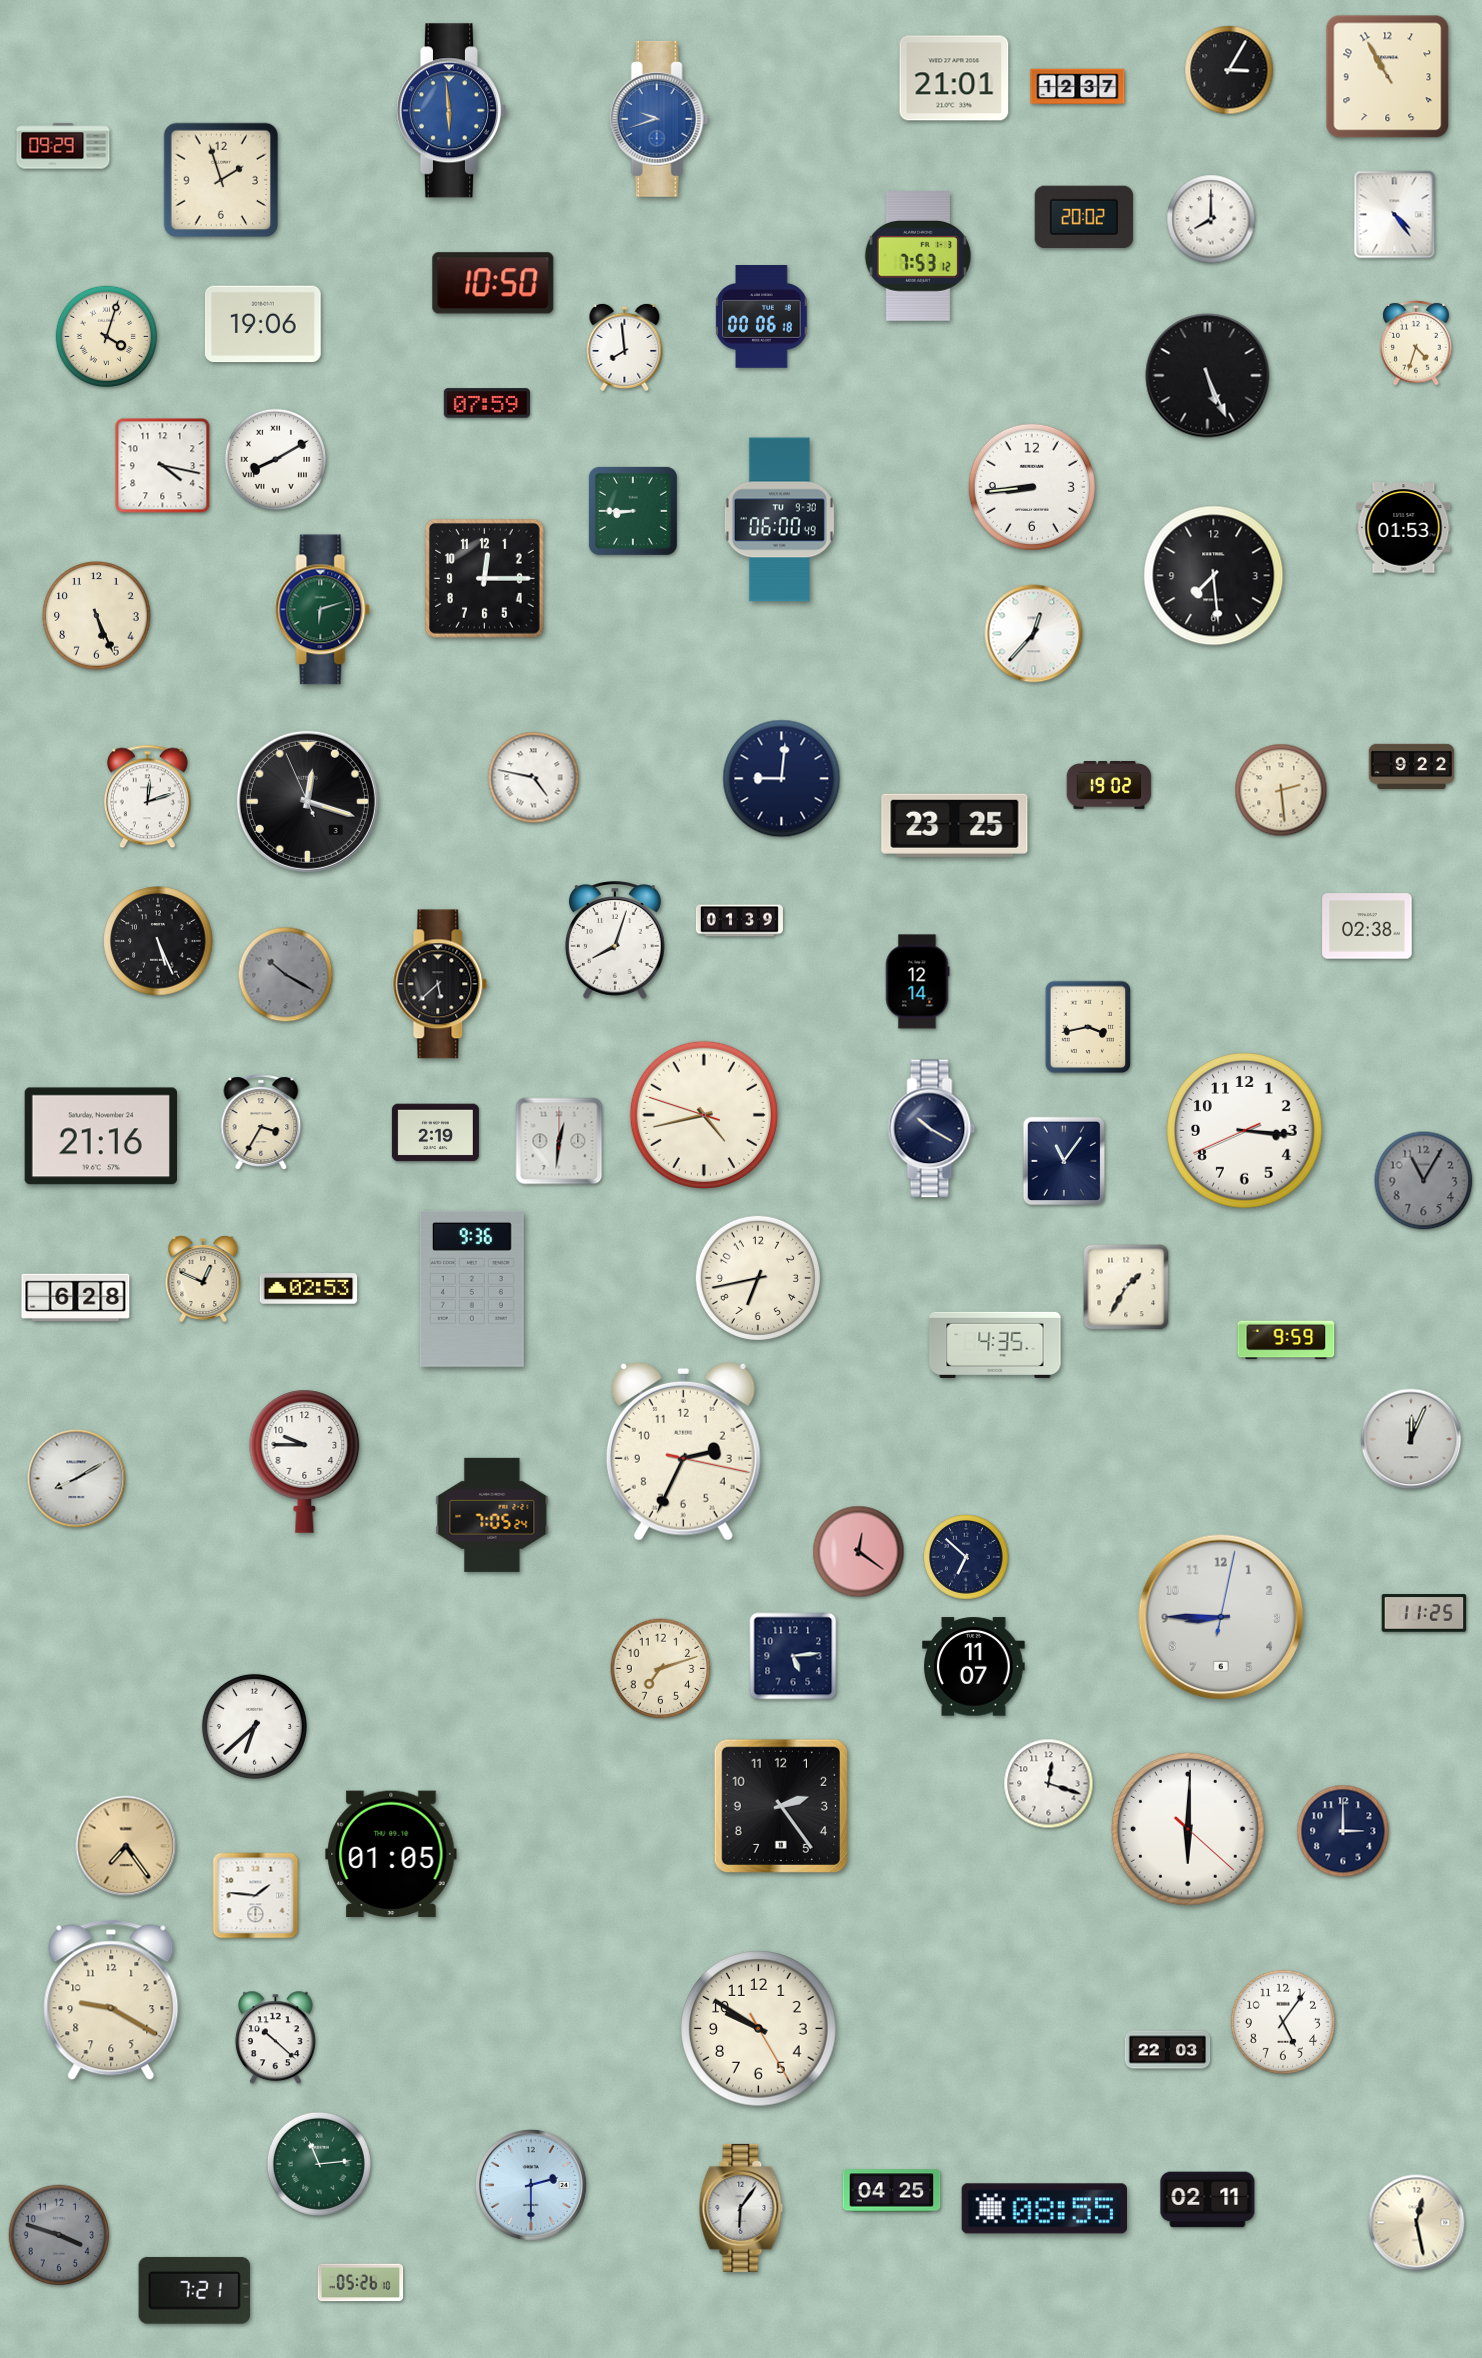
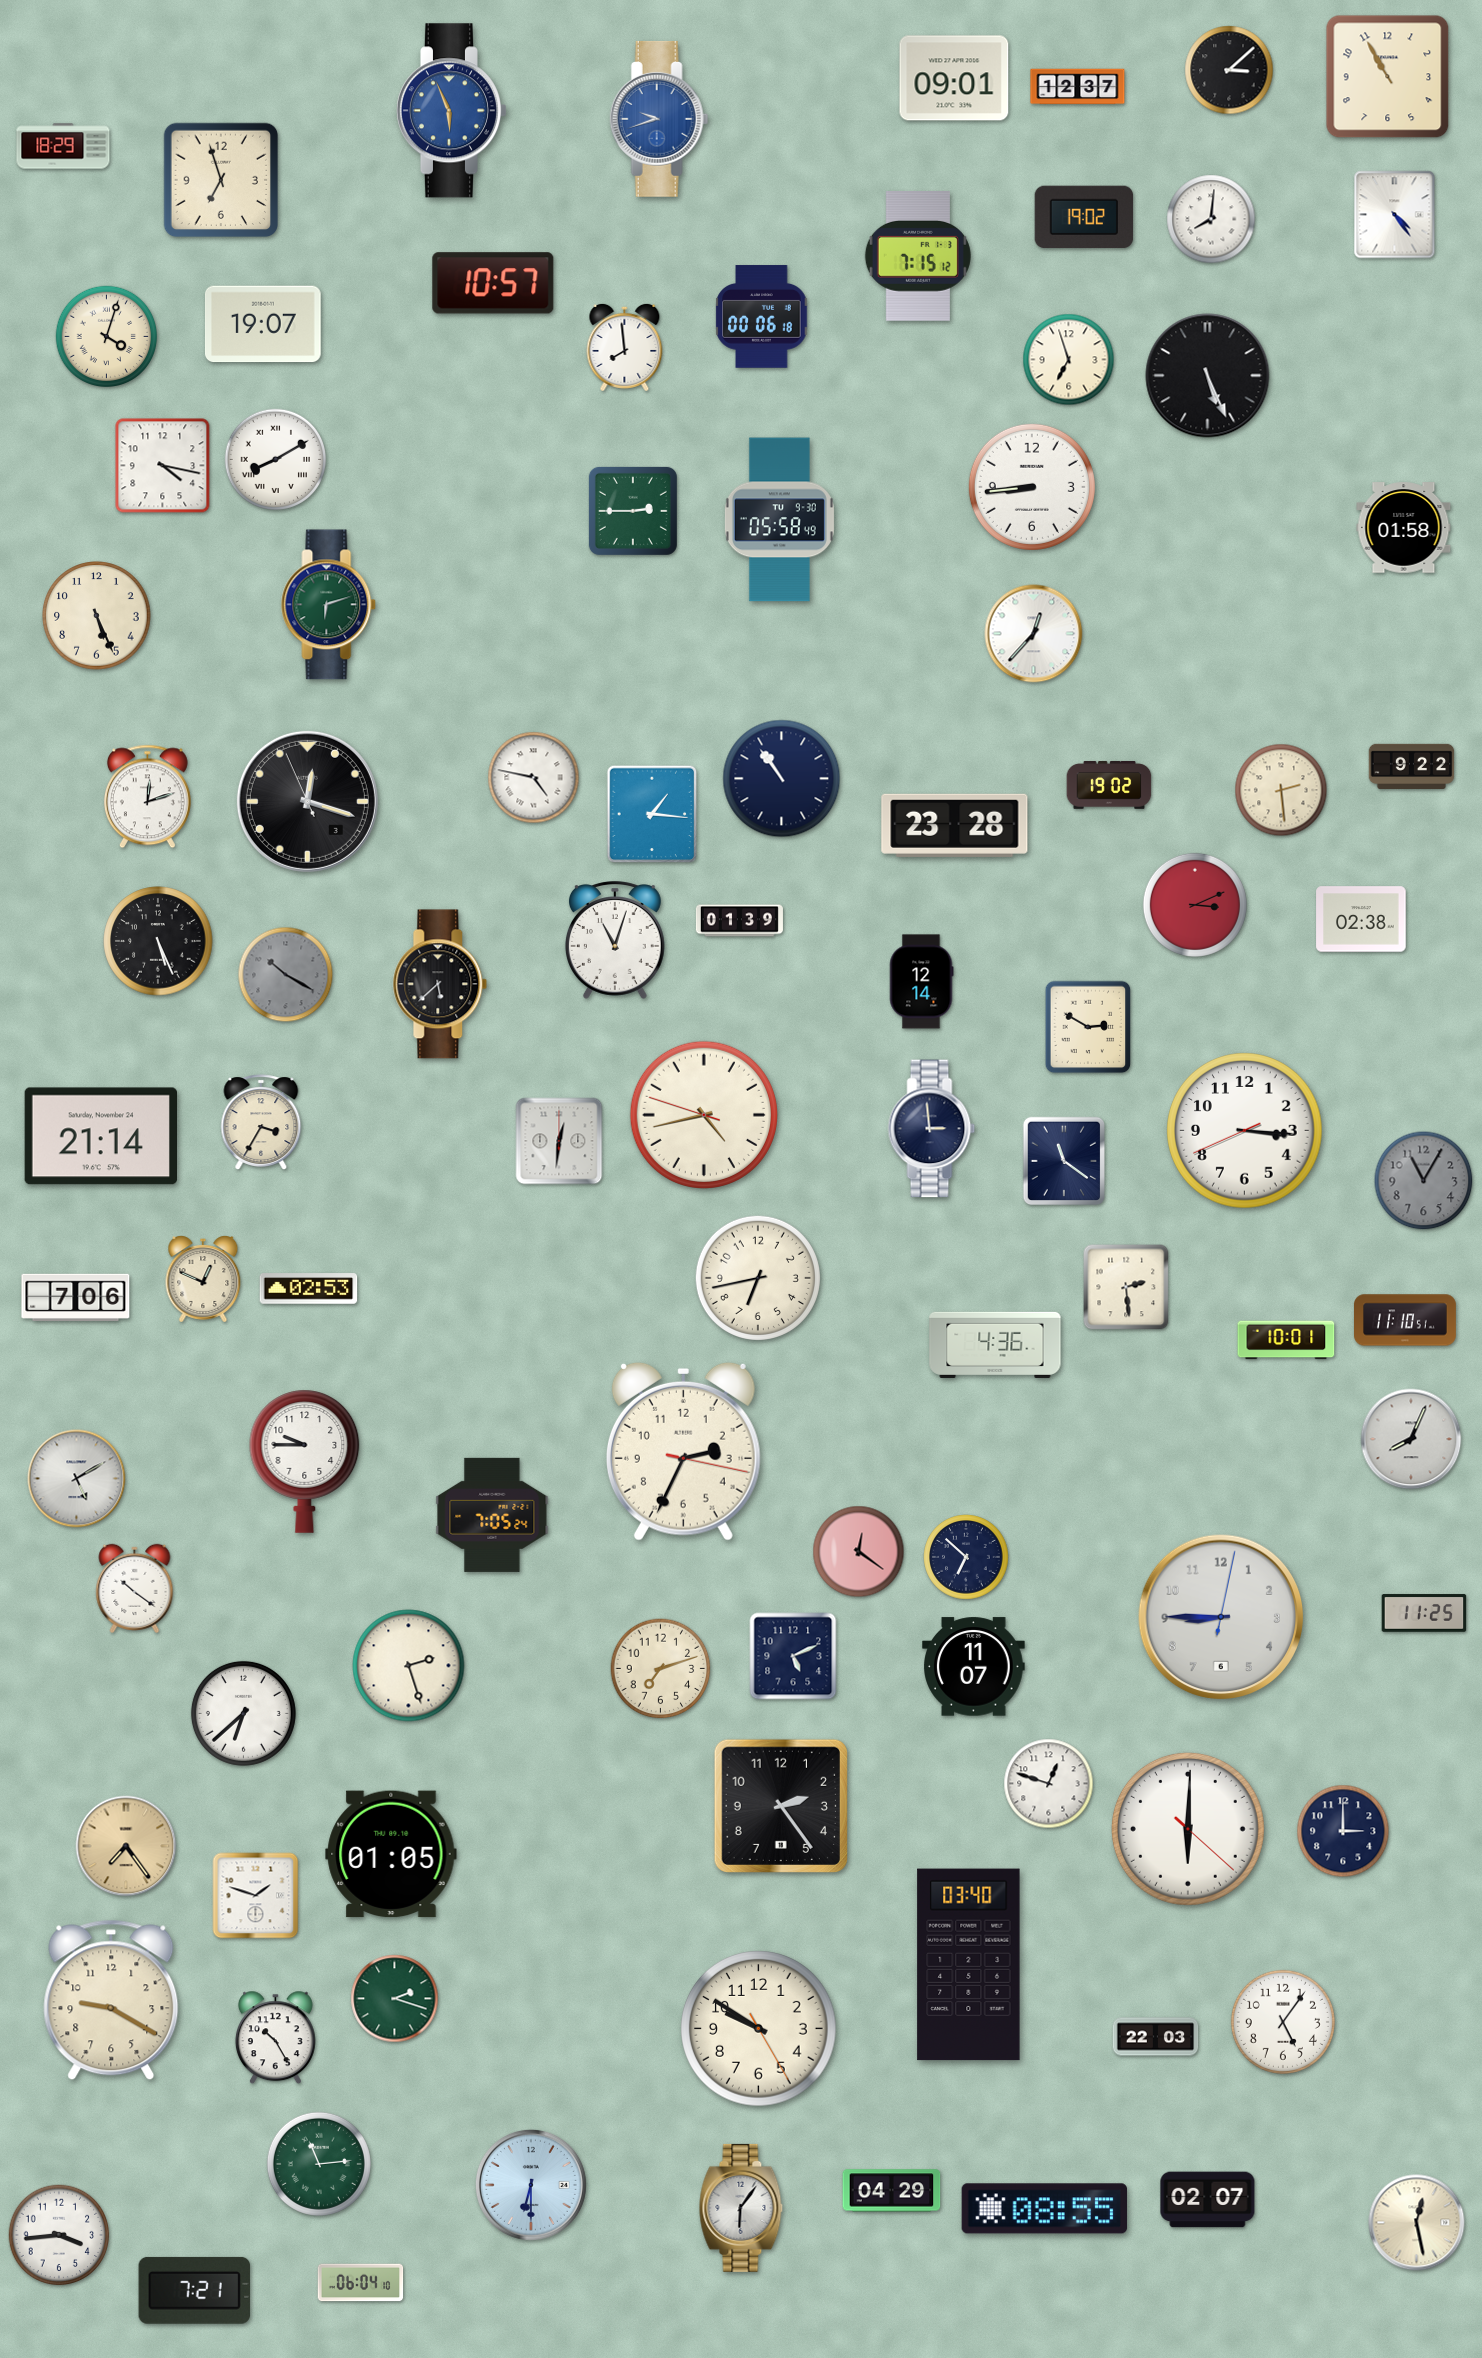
clock at (1229, 70): 3:05 -> 3:08
clock at (954, 78): 21:01 -> 09:01
clock at (451, 111): 5:59 -> 5:56
clock at (63, 146): 09:29 -> 18:29
clock at (221, 180): 1:57 -> 6:57
clock at (1084, 217): 20:02 -> 19:02
clock at (1211, 219): 8:00 -> 8:01
clock at (918, 257): 7:53 -> 7:15
clock at (493, 283): 10:50 -> 10:57
clock at (263, 324): 19:06 -> 19:07
clock at (1416, 343): 4:33 -> none
clock at (1069, 360): none -> 6:57
clock at (487, 403): 07:59 -> none
clock at (633, 511): 8:45 -> 2:45
clock at (779, 520): 06:00 -> 05:58
clock at (1404, 528): 01:53 -> 01:58
clock at (1214, 576): 7:29 -> none
clock at (484, 578): 12:15 -> none
clock at (323, 610) position: (323, 610) -> (329, 605)
clock at (782, 779): 9:01 -> 10:54
clock at (652, 814): none -> 1:16
clock at (955, 825): 23:25 -> 23:28
clock at (1195, 905): none -> 3:11
clock at (1367, 926) position: (1367, 926) -> (1361, 919)
clock at (615, 940): 8:03 -> 11:03
clock at (917, 982) position: (917, 982) -> (921, 982)
clock at (1088, 1027): 3:43 -> 2:50
clock at (932, 1129): 10:20 -> 2:59
clock at (435, 1133): 2:19 -> none
clock at (100, 1136): 21:16 -> 21:14
clock at (1064, 1161): 11:06 -> 11:21
clock at (1126, 1287): 1:35 -> 2:29
clock at (472, 1289): 9:36 -> none
clock at (76, 1297): 6:28 -> 7:06
clock at (1406, 1320): none -> 11:10
clock at (1286, 1340): 9:59 -> 10:01
clock at (995, 1345): 4:35 -> 4:36
clock at (1411, 1439): 12:04 -> 8:04
clock at (77, 1479): 8:10 -> 5:10
clock at (135, 1588): none -> 10:21
clock at (793, 1656): 5:14 -> 5:11
clock at (409, 1666): none -> 2:27
clock at (254, 1726) position: (254, 1726) -> (243, 1713)
clock at (1049, 1784): 12:18 -> 12:48
clock at (256, 1896): 1:46 -> 1:48
clock at (969, 1965): none -> 03:40
clock at (395, 1999): none -> 2:18
clock at (275, 2038): 10:22 -> 10:25
clock at (1168, 2050) position: (1168, 2050) -> (1156, 2037)
clock at (531, 2185): 2:30 -> 6:30
clock at (892, 2191): 04:25 -> 04:29
clock at (1208, 2200): 02:11 -> 02:07
clock at (59, 2235): 3:48 -> 3:44
clock at (59, 2235) dial: grey -> white
clock at (361, 2283): 05:26 -> 06:04
